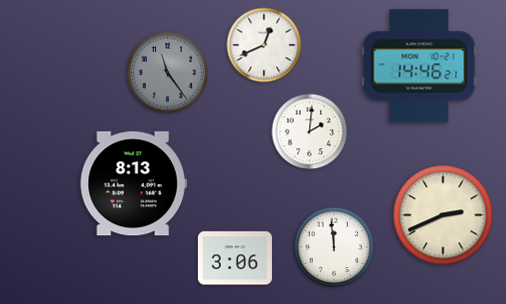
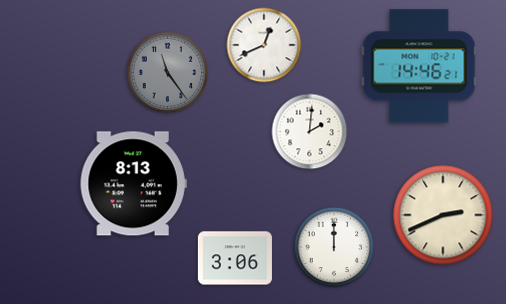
clock at (334, 247): 11:59 -> 12:00
